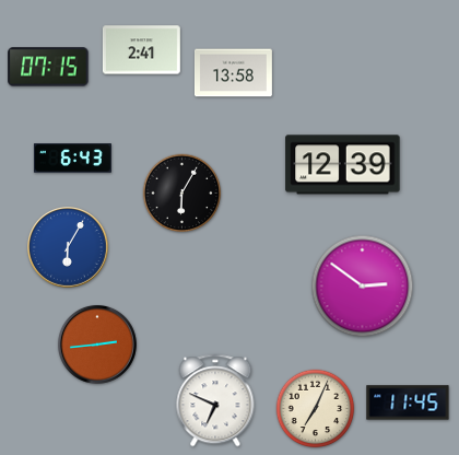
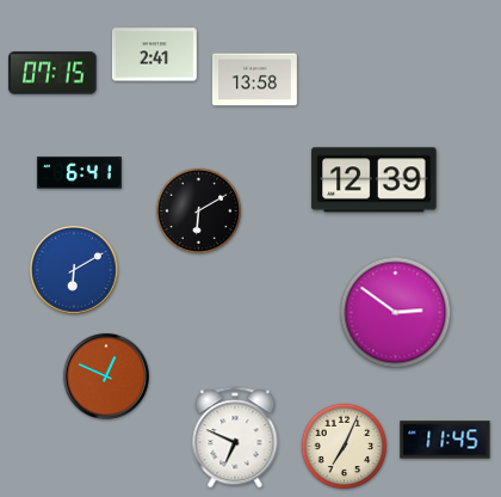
clock at (72, 159): 6:43 -> 6:41
clock at (183, 194): 6:05 -> 6:10
clock at (68, 247): 6:05 -> 6:10
clock at (97, 345): 2:44 -> 12:49
